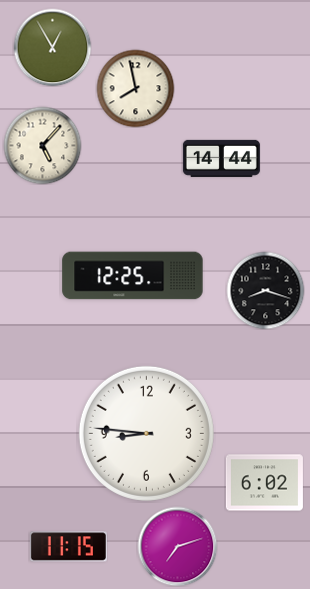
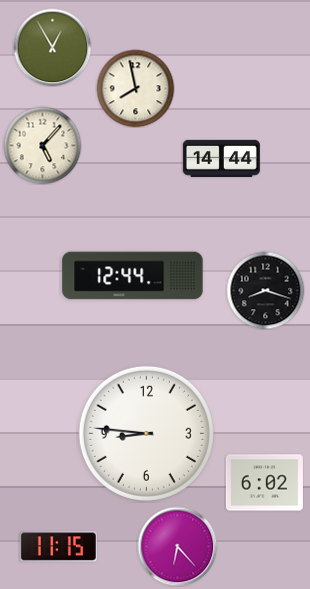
clock at (133, 276): 12:25 -> 12:44
clock at (177, 546): 7:12 -> 6:23
clock at (68, 547) position: (68, 547) -> (58, 547)
